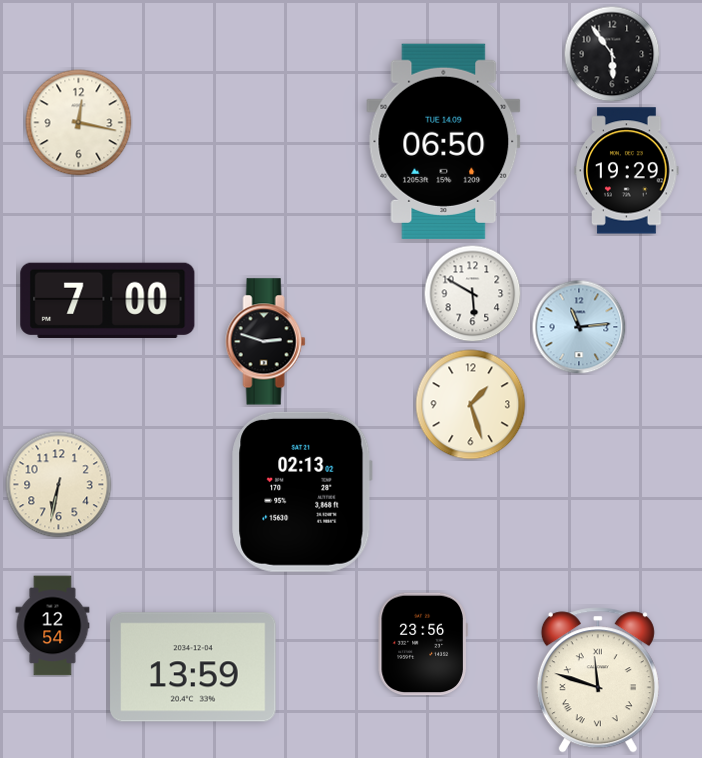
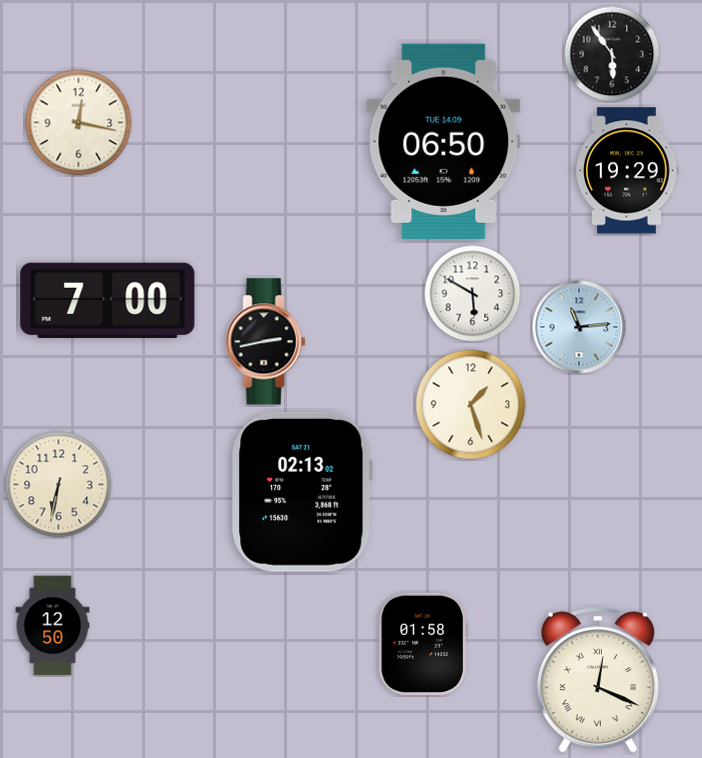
clock at (266, 342): 2:48 -> 2:43
clock at (53, 626): 12:54 -> 12:50
clock at (423, 644): 23:56 -> 01:58
clock at (193, 667): 13:59 -> none
clock at (598, 680): 11:48 -> 12:19
